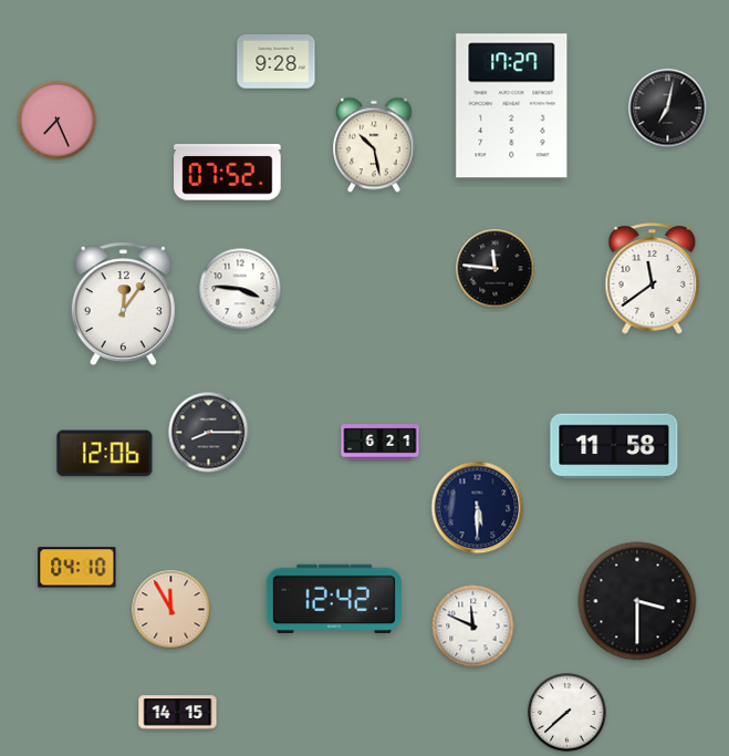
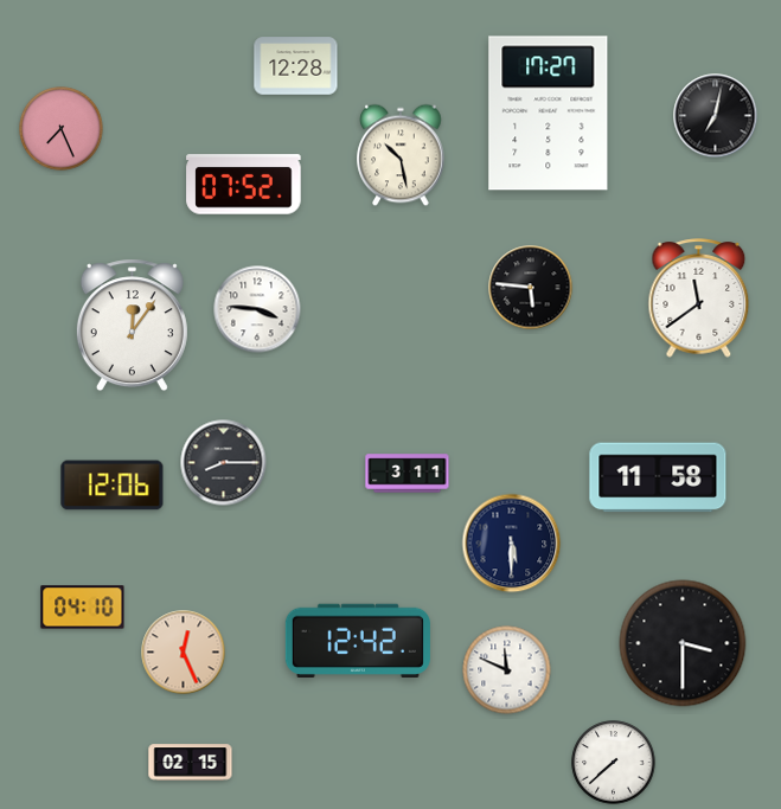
clock at (277, 62): 9:28 -> 12:28
clock at (496, 269): 11:46 -> 5:46
clock at (381, 443): 6:21 -> 3:11
clock at (171, 610): 11:55 -> 12:26
clock at (178, 713): 14:15 -> 02:15
clock at (567, 713) position: (567, 713) -> (614, 763)
